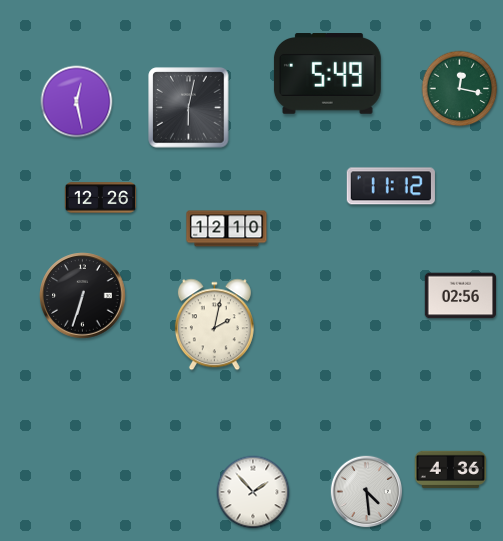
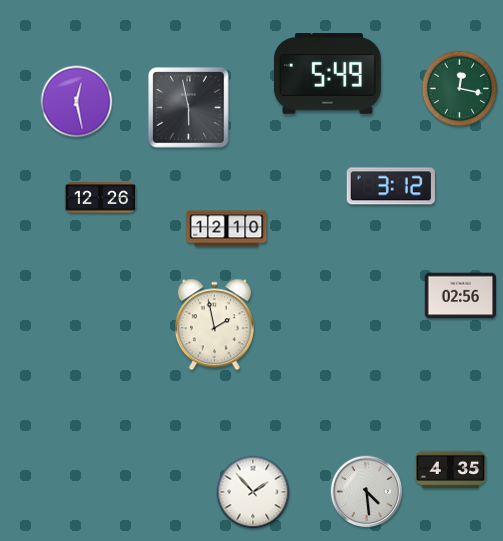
clock at (189, 108): 6:02 -> 5:58
clock at (391, 186): 11:12 -> 3:12
clock at (83, 296): 6:33 -> none
clock at (214, 325): 2:02 -> 1:58
clock at (451, 469): 4:36 -> 4:35
